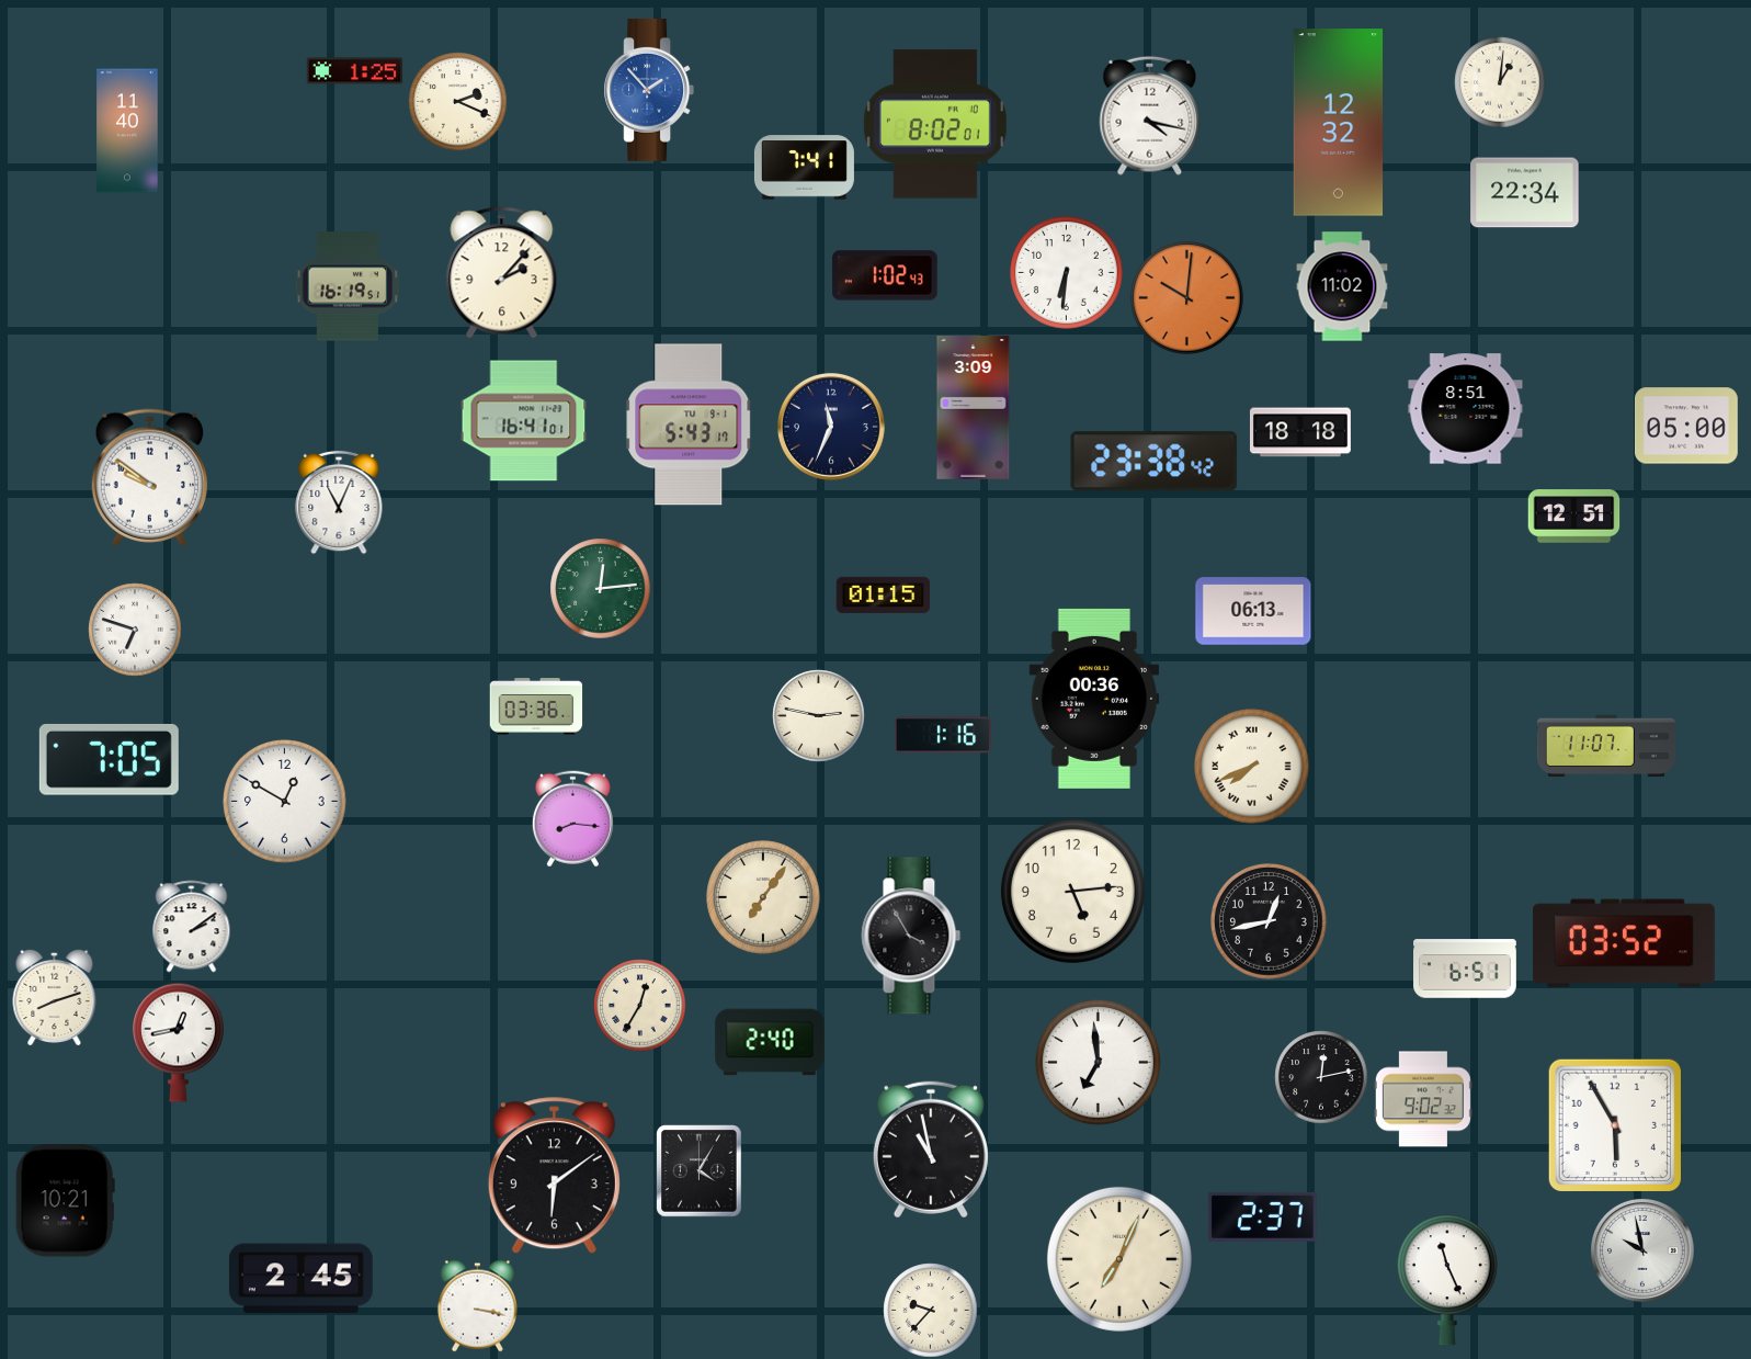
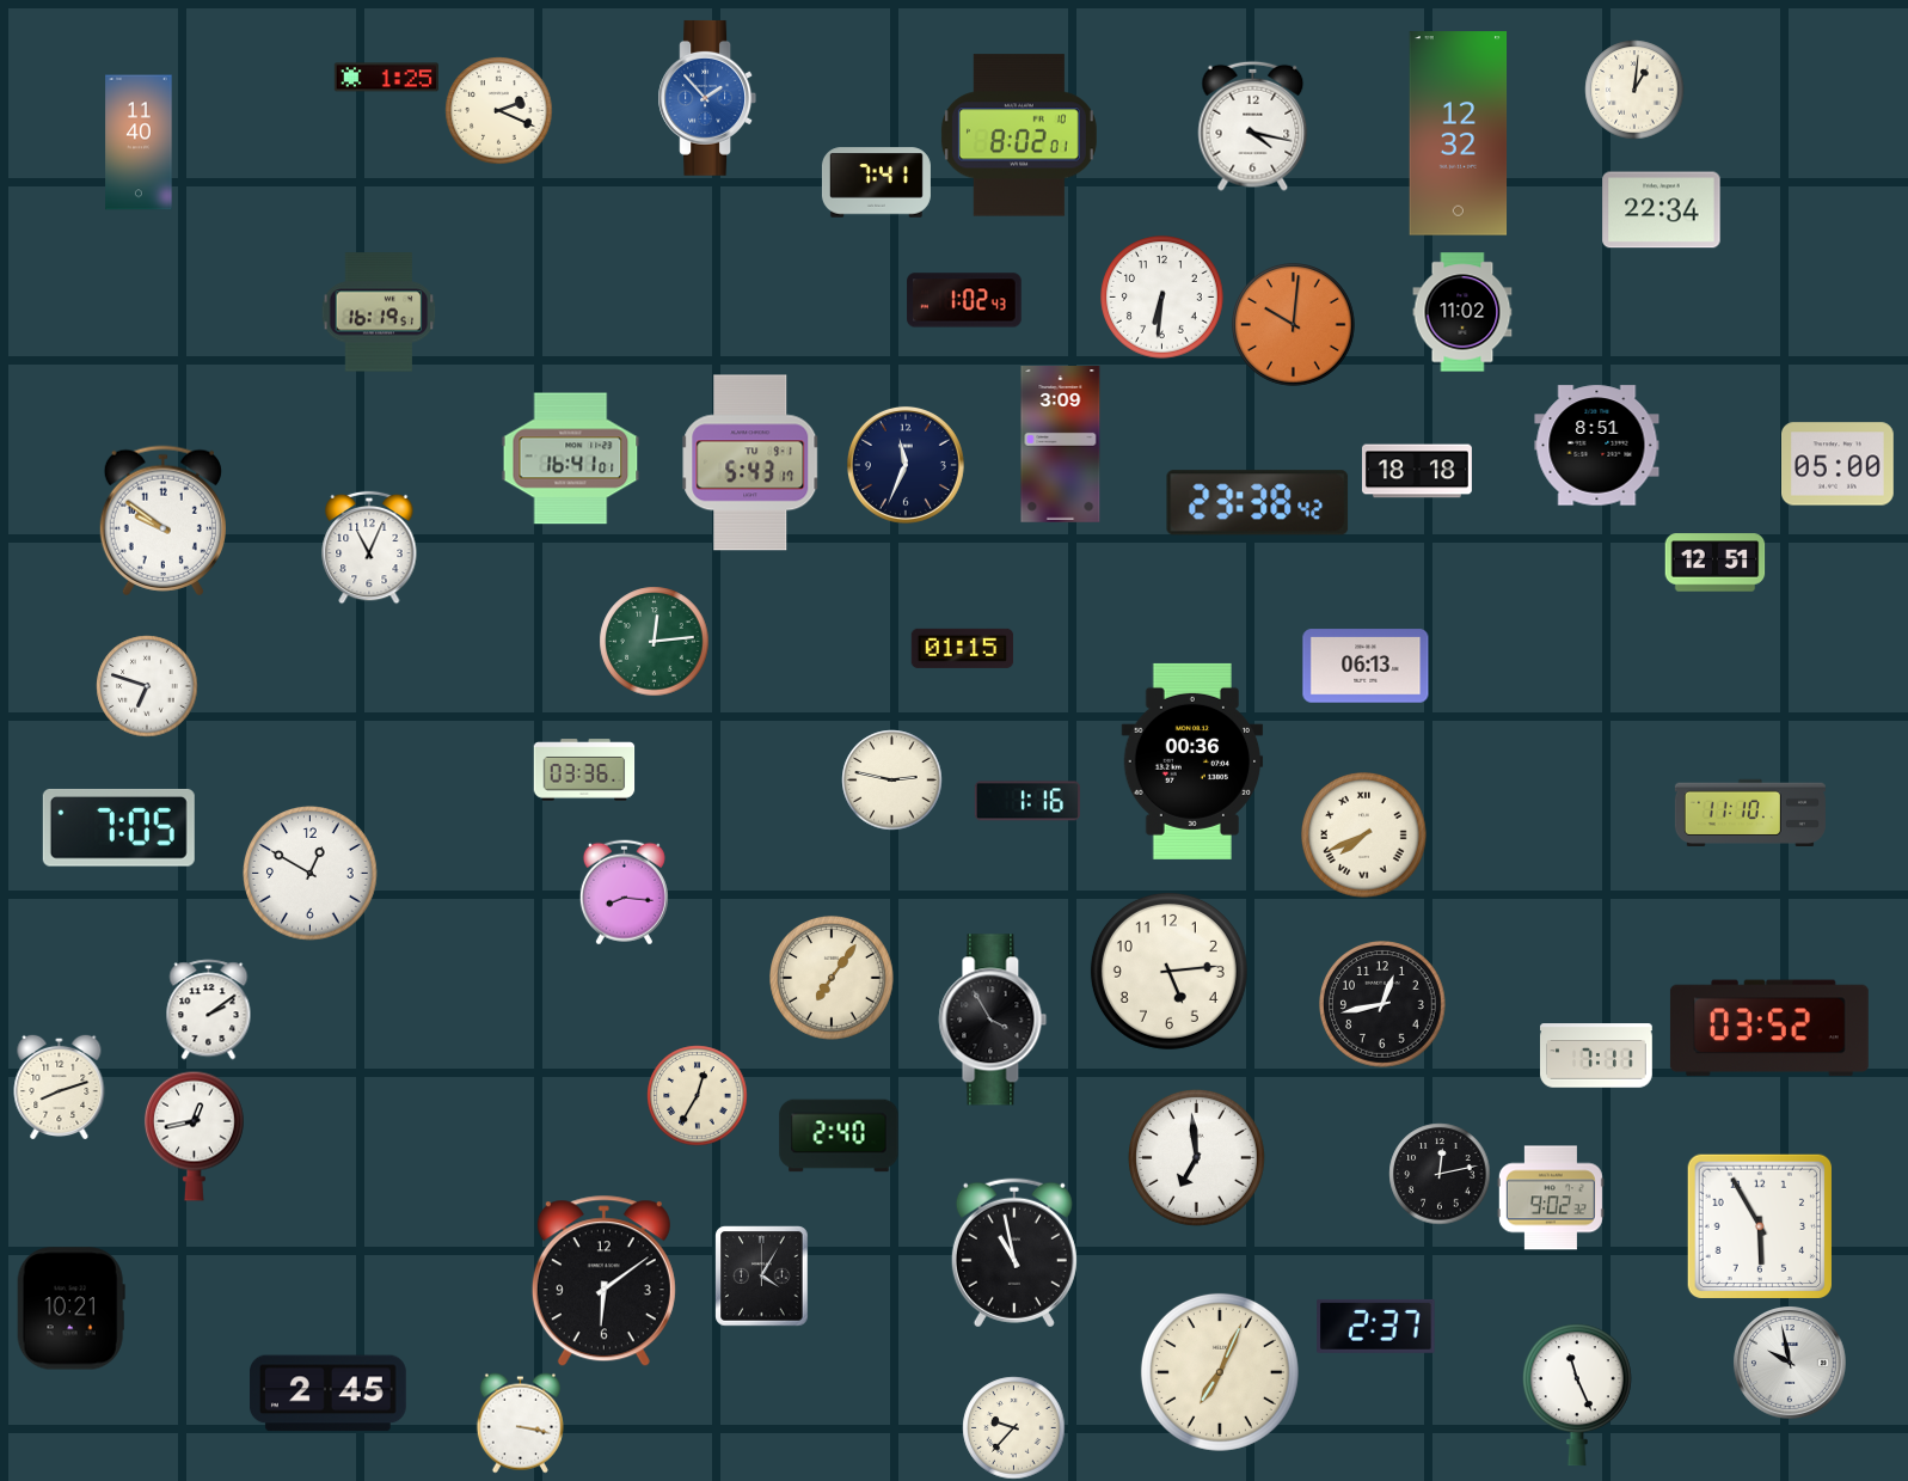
clock at (502, 273): 2:07 -> none
clock at (1606, 746): 11:07 -> 11:10
clock at (1466, 969): 6:51 -> 7:11
